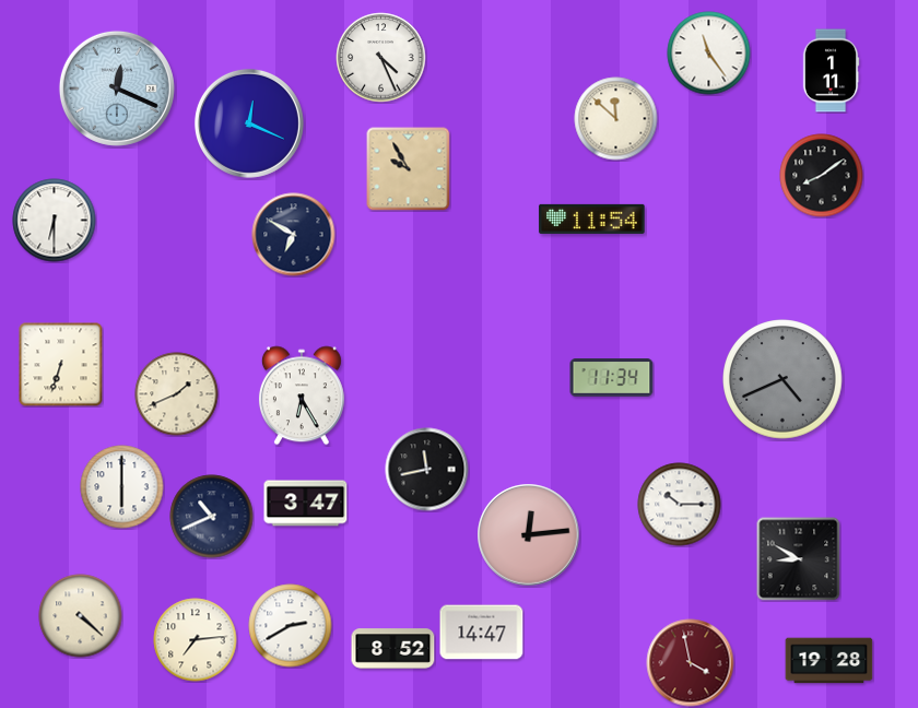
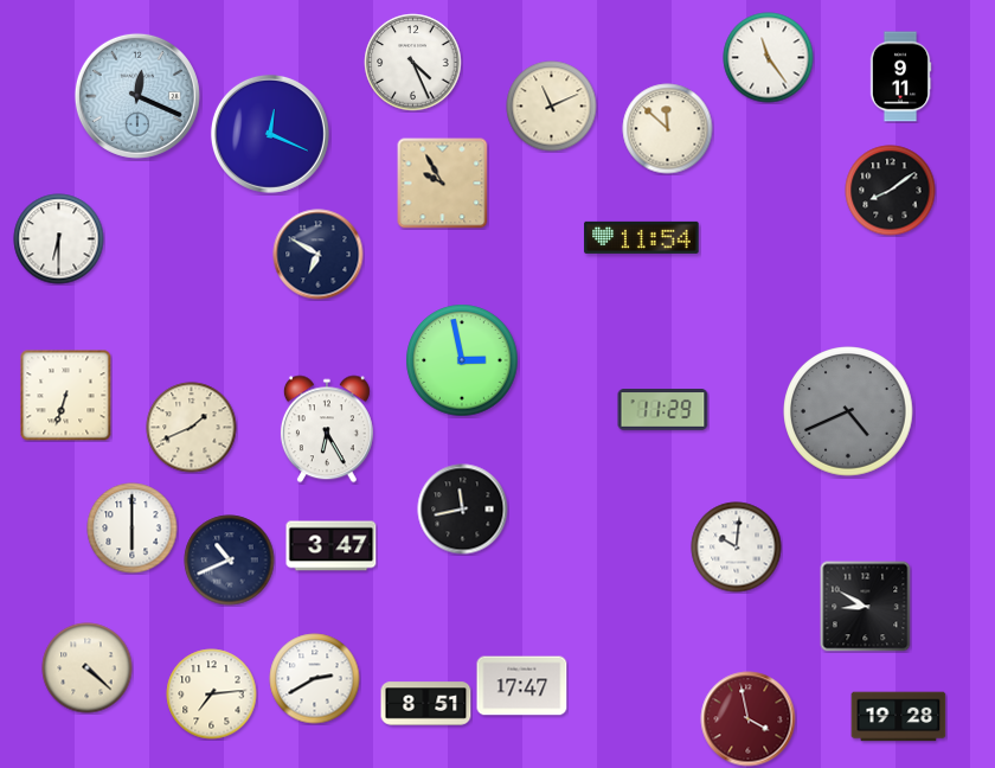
clock at (831, 71): 1:11 -> 9:11
clock at (117, 88) position: (117, 88) -> (137, 96)
clock at (552, 107): none -> 11:11
clock at (462, 360): none -> 2:58
clock at (612, 378): 11:34 -> 11:29
clock at (680, 505): 10:15 -> 10:01
clock at (529, 535): 12:14 -> none
clock at (482, 633): 14:47 -> 17:47
clock at (393, 649): 8:52 -> 8:51
